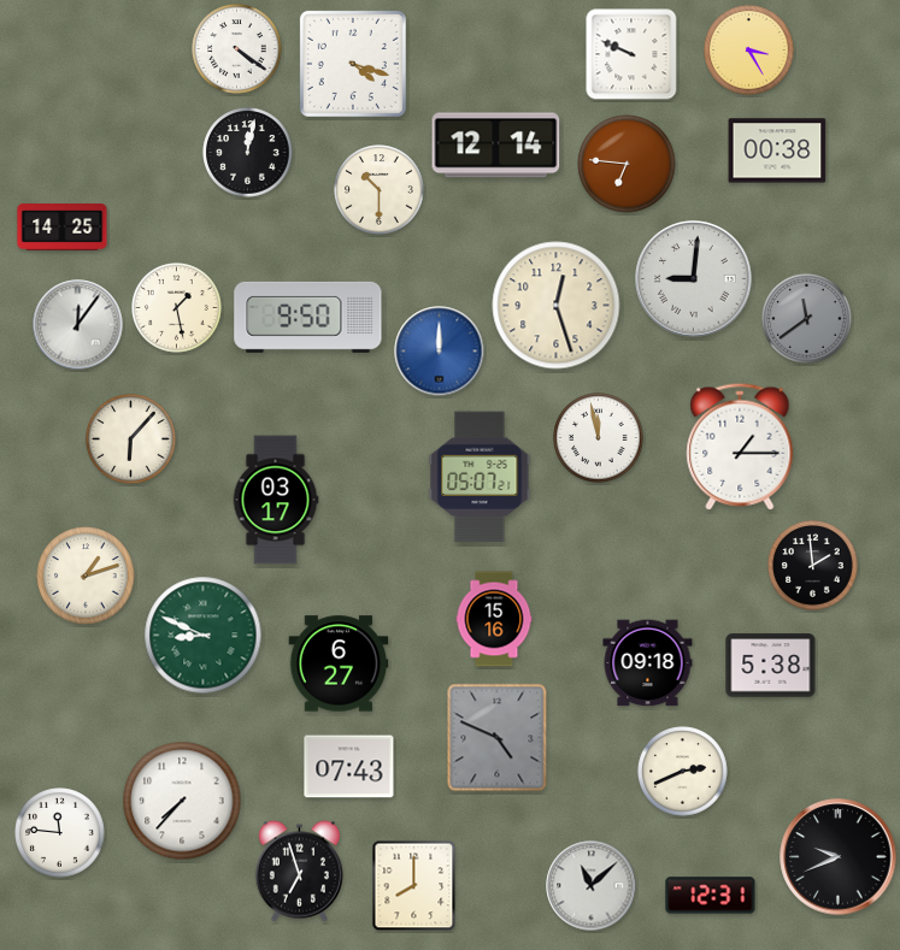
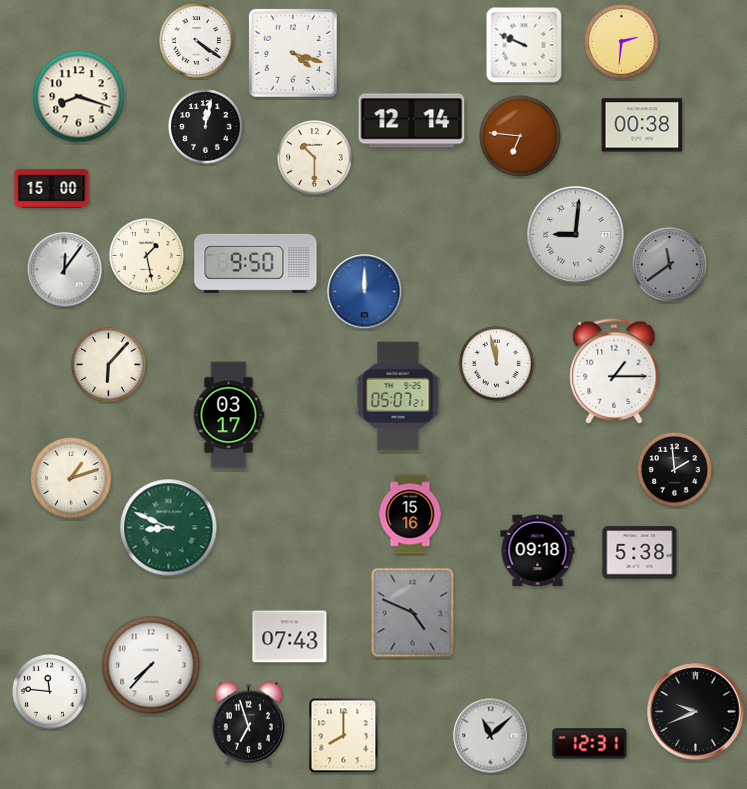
clock at (749, 51): 3:25 -> 2:31
clock at (79, 97): none -> 8:18
clock at (777, 151) position: (777, 151) -> (642, 125)
clock at (63, 228): 14:25 -> 15:00
clock at (694, 279) position: (694, 279) -> (576, 235)
clock at (557, 306): 12:27 -> none
clock at (339, 663): 6:27 -> none
clock at (683, 772): 2:41 -> none
